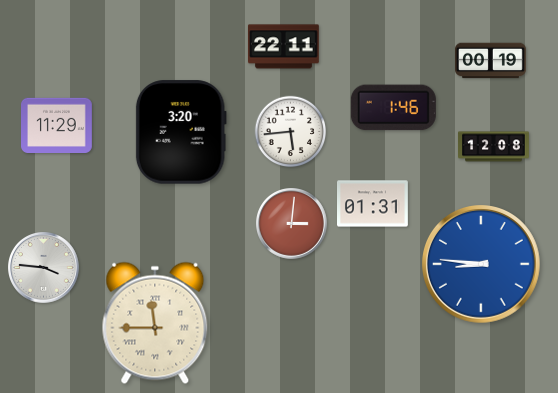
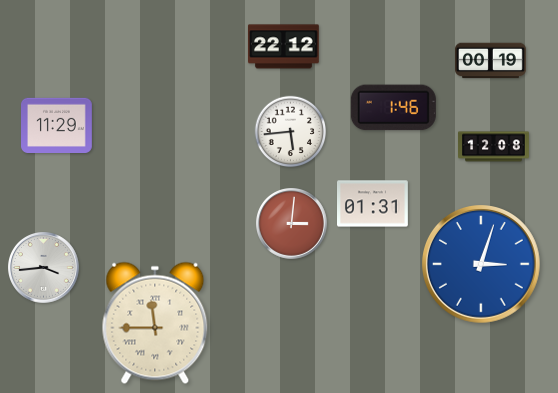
clock at (284, 47): 22:11 -> 22:12
clock at (181, 132): 3:20 -> none
clock at (482, 265): 8:46 -> 3:03
clock at (44, 268): 3:46 -> 3:44
